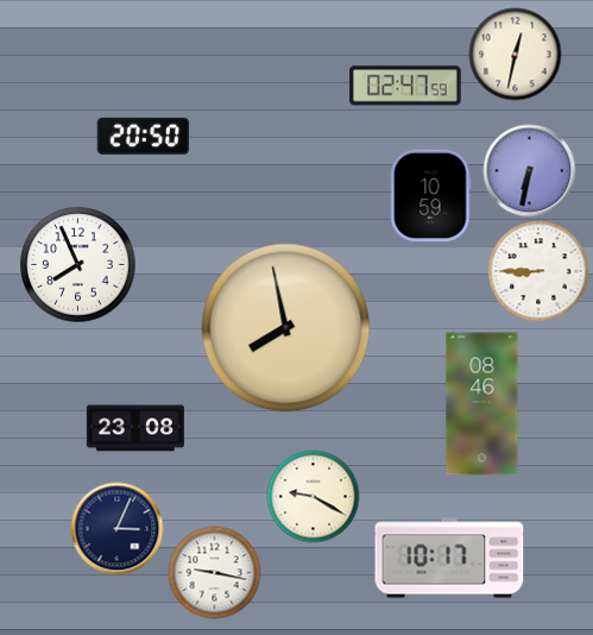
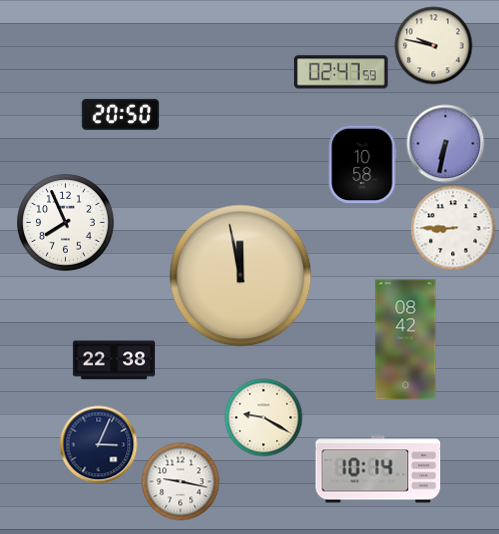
clock at (515, 54): 12:32 -> 9:47
clock at (431, 195): 10:59 -> 10:58
clock at (286, 328): 7:58 -> 11:58
clock at (482, 404): 08:46 -> 08:42
clock at (135, 428): 23:08 -> 22:38
clock at (449, 558): 10:17 -> 10:14
